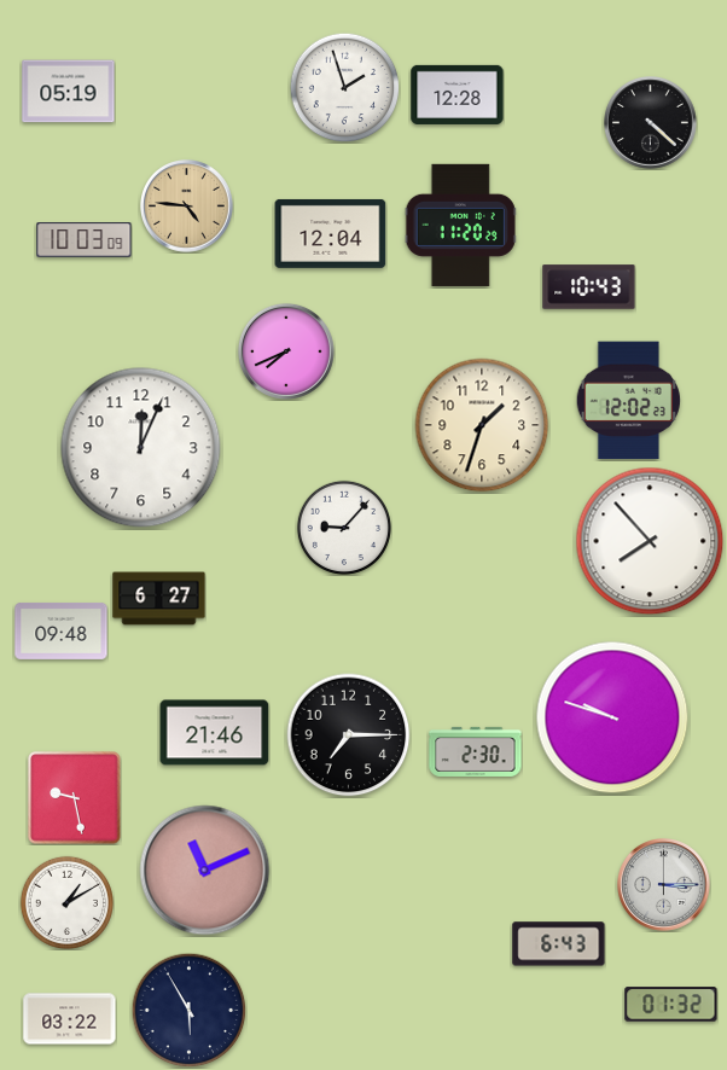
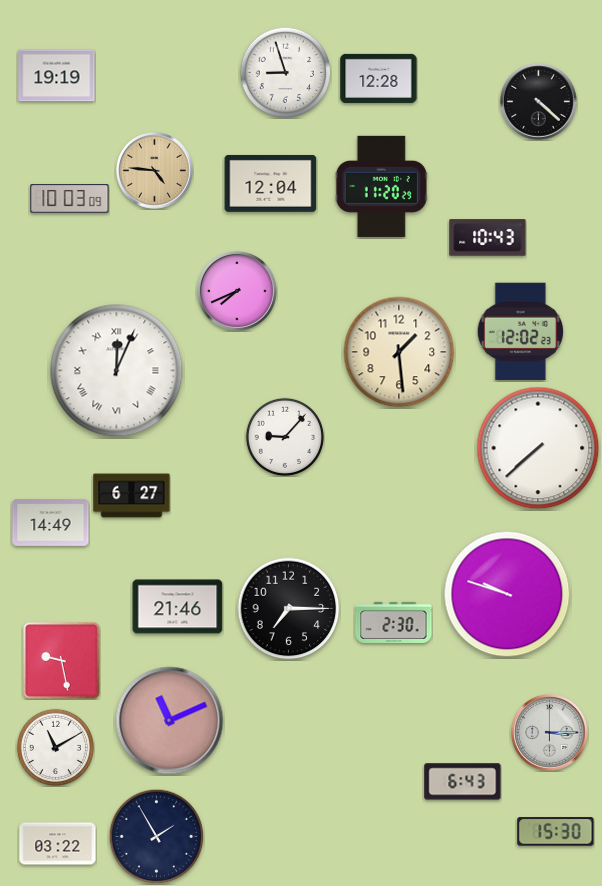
clock at (344, 87): 1:57 -> 8:57
clock at (69, 92): 05:19 -> 19:19
clock at (331, 233) position: (331, 233) -> (271, 183)
clock at (482, 425): 1:33 -> 1:29
clock at (141, 448) numerals: Arabic -> Roman
clock at (650, 541): 7:53 -> 7:38
clock at (62, 630): 09:48 -> 14:49
clock at (66, 902): 1:10 -> 11:10
clock at (671, 1005): 01:32 -> 15:30
clock at (188, 1010): 5:55 -> 1:55
